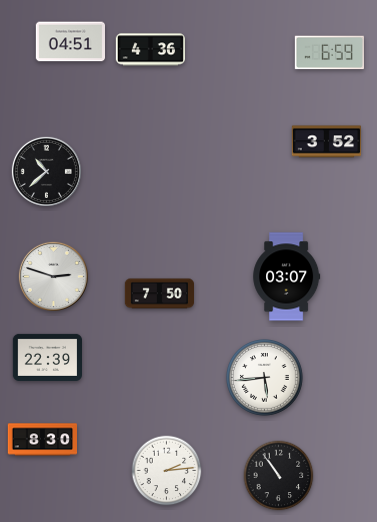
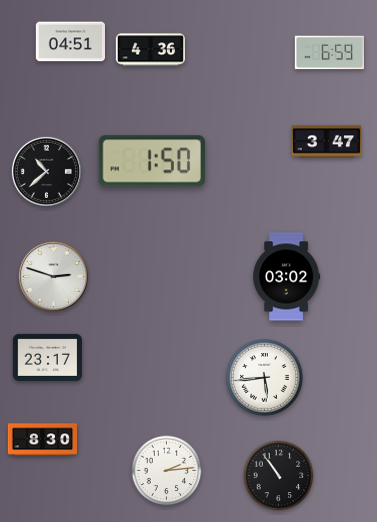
clock at (326, 142): 3:52 -> 3:47
clock at (151, 161): none -> 1:50
clock at (287, 277): 03:07 -> 03:02
clock at (160, 294): 7:50 -> none
clock at (47, 357): 22:39 -> 23:17
